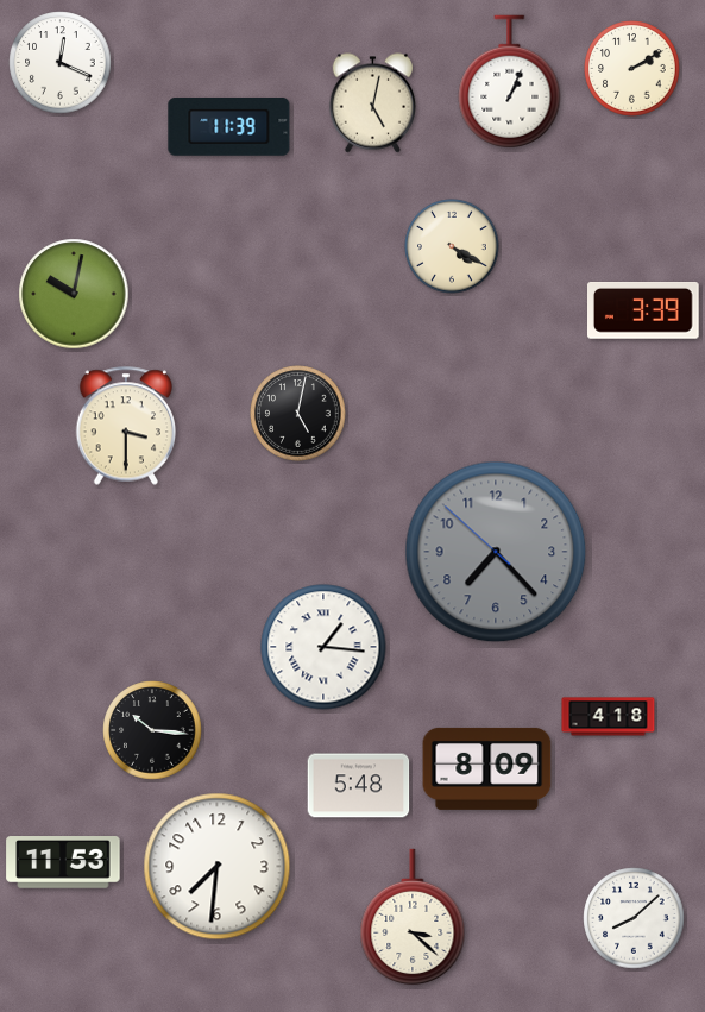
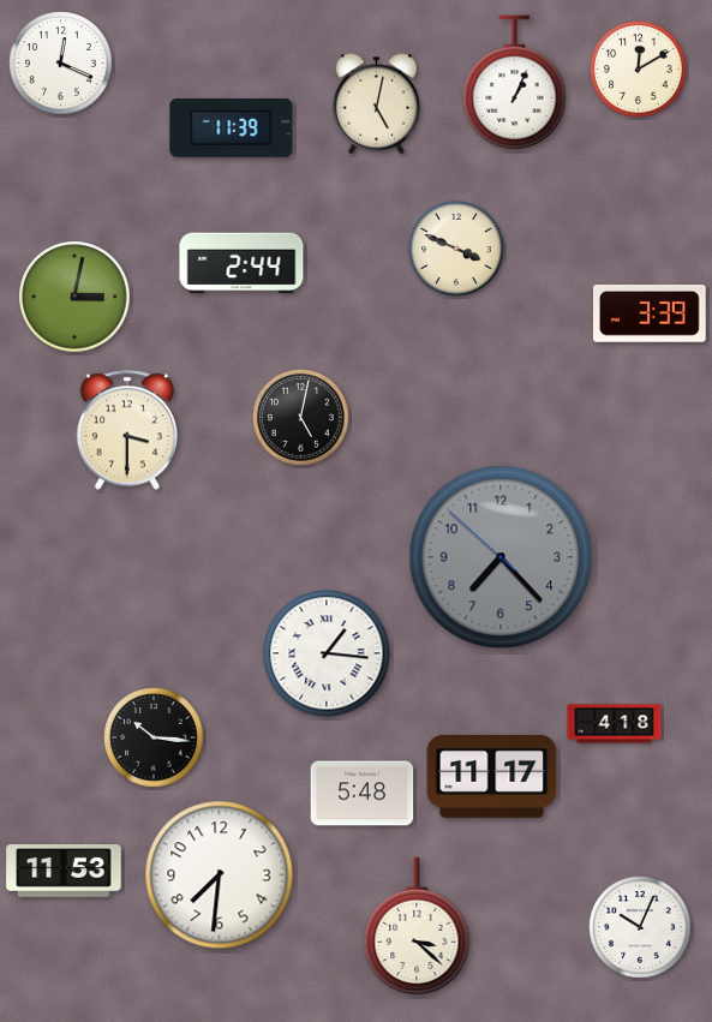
clock at (632, 69): 2:10 -> 12:10
clock at (452, 246): 4:20 -> 3:49
clock at (241, 263): none -> 2:44
clock at (74, 294): 10:02 -> 3:02
clock at (487, 768): 8:09 -> 11:17
clock at (634, 918): 8:08 -> 10:04
